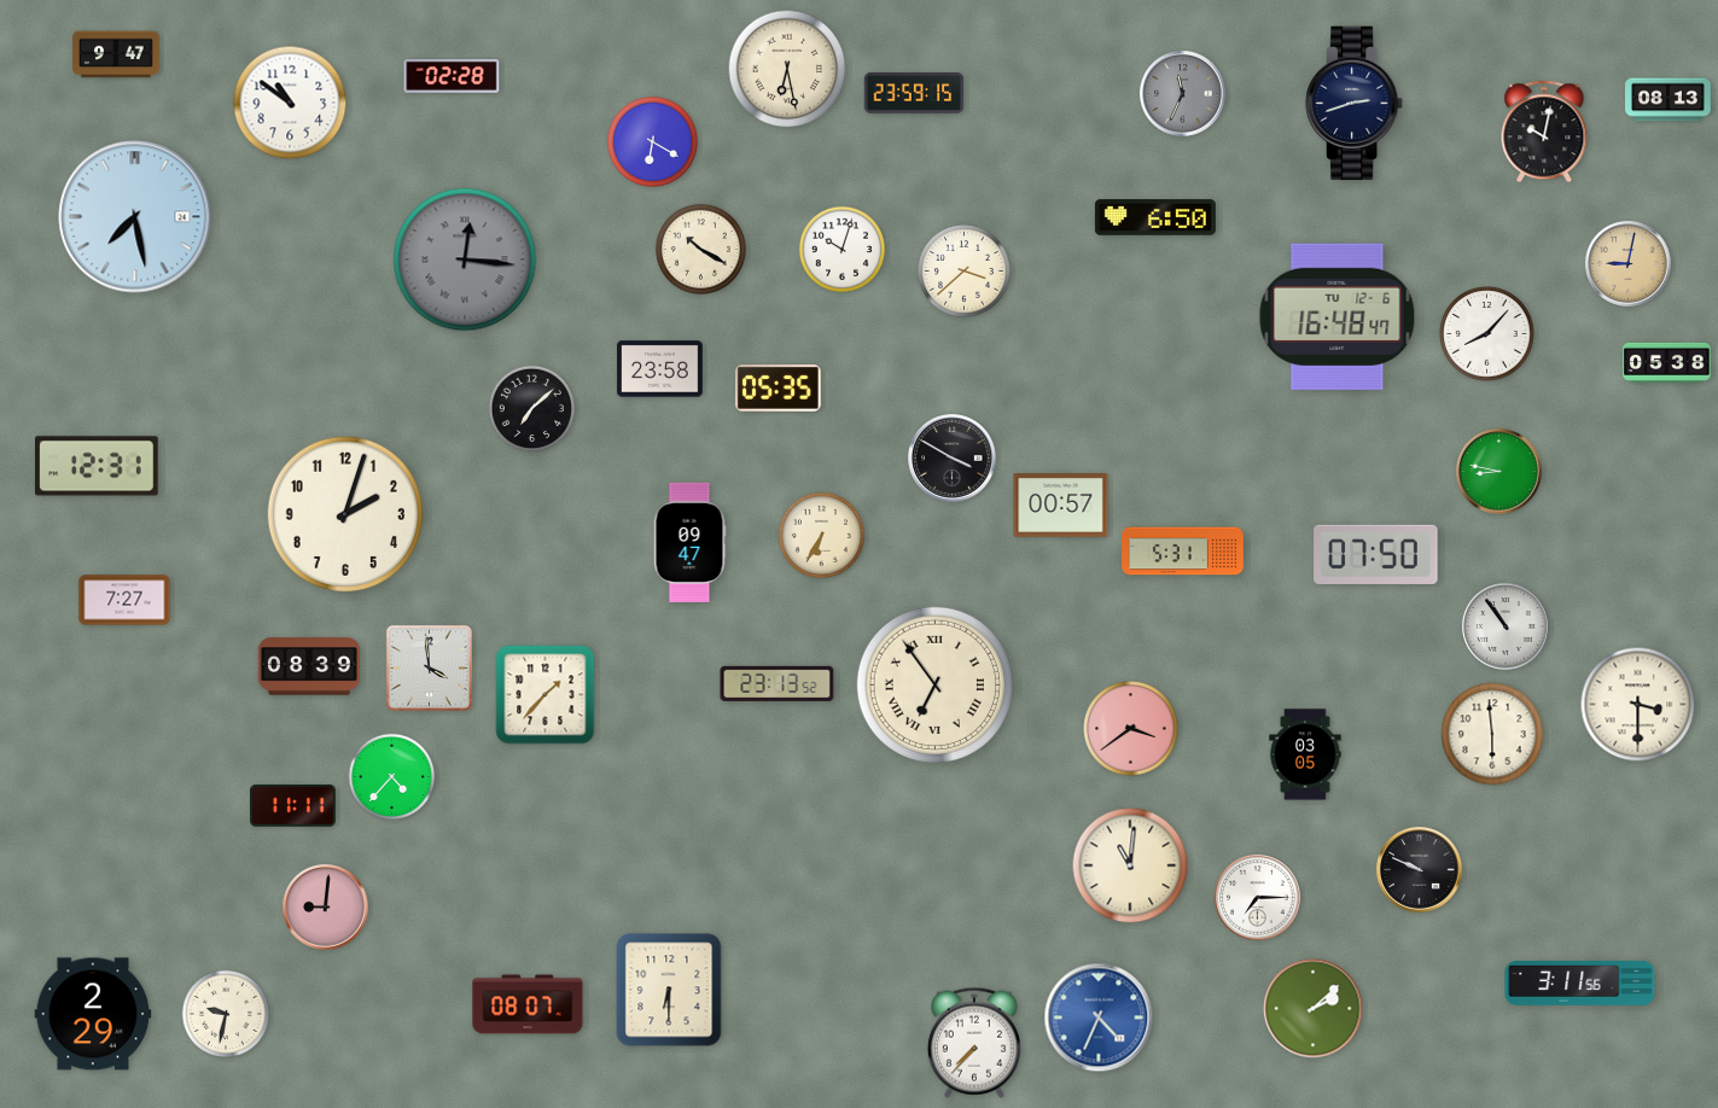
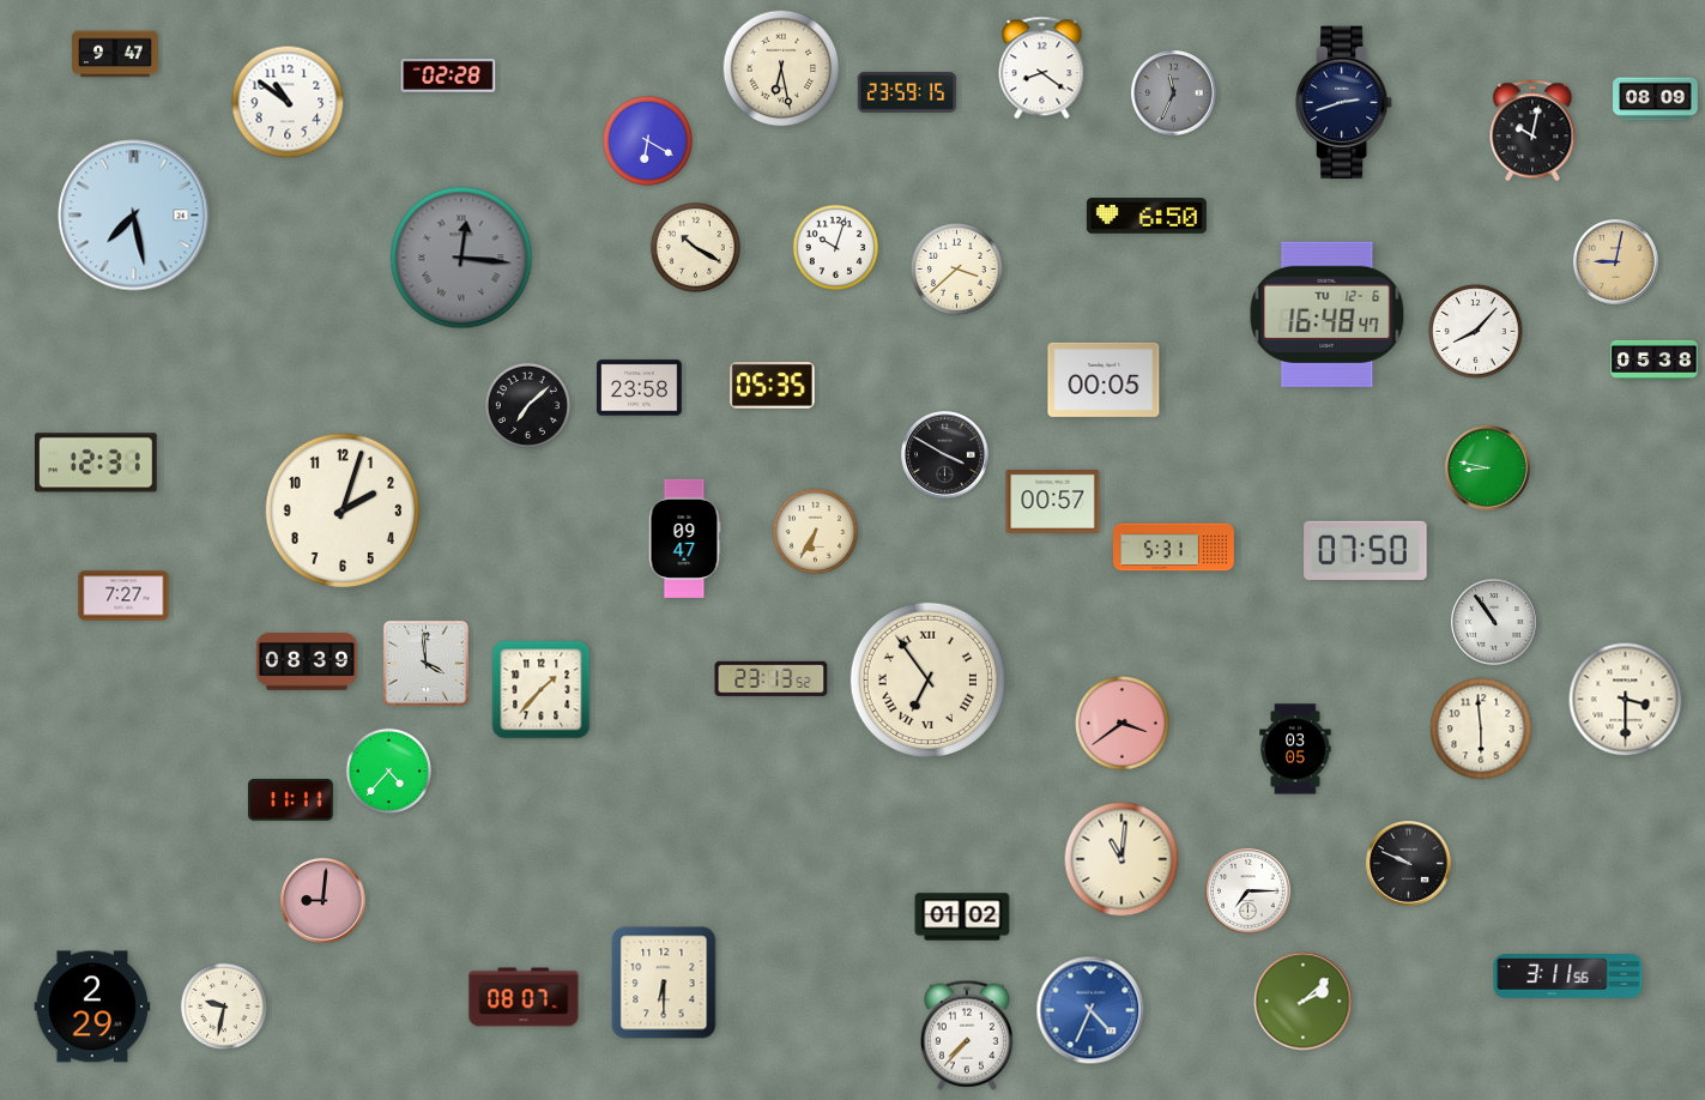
clock at (1042, 68): none -> 8:21
clock at (1669, 100): 08:13 -> 08:09
clock at (660, 369) position: (660, 369) -> (640, 388)
clock at (1104, 380): none -> 00:05
clock at (962, 917): none -> 01:02
